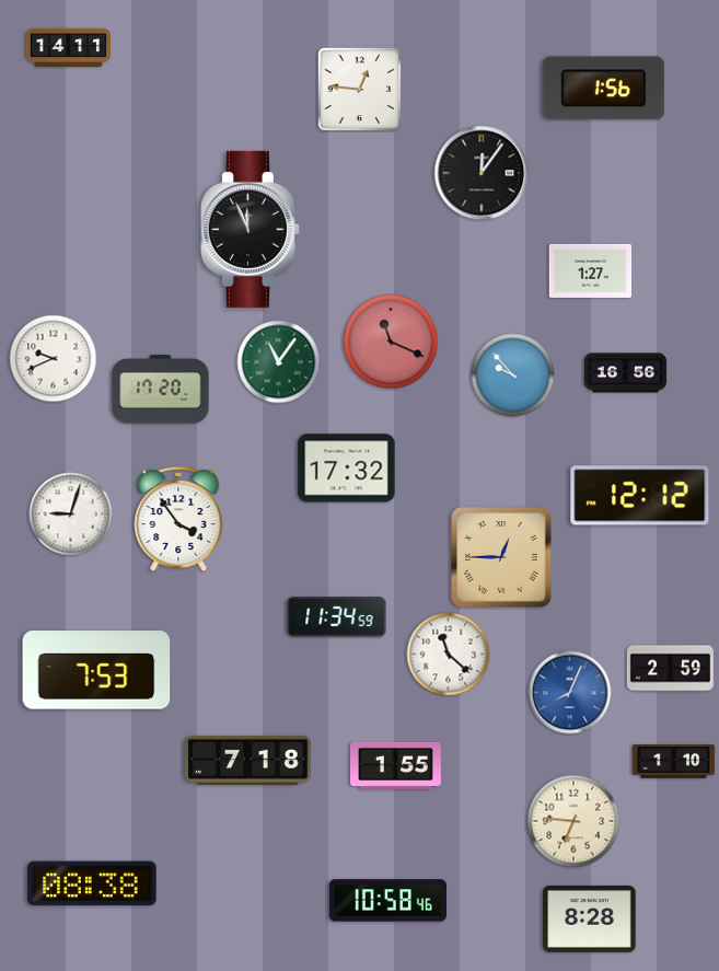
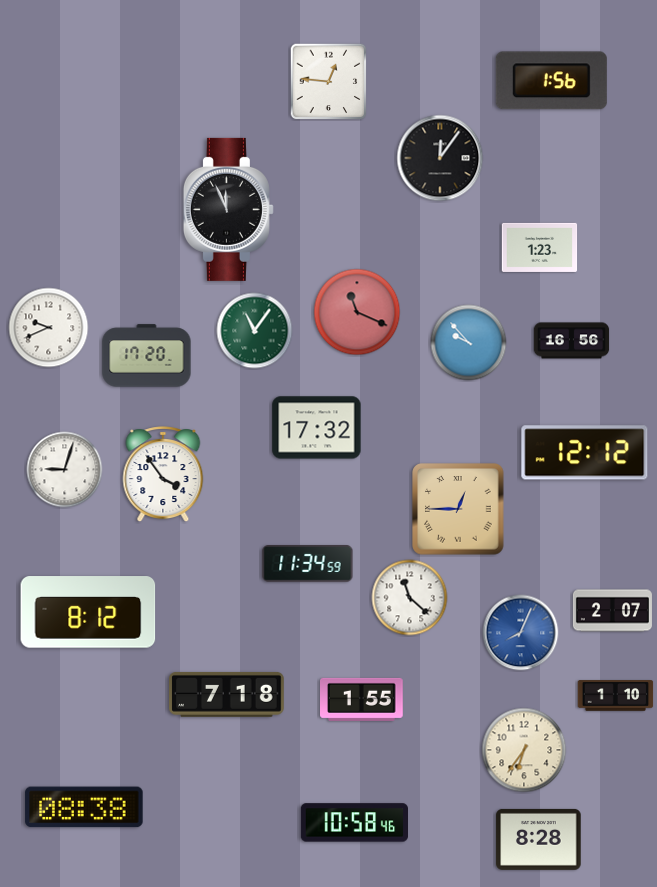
clock at (68, 47): 14:11 -> none
clock at (591, 270): 1:27 -> 1:23
clock at (670, 669): 2:59 -> 2:07
clock at (96, 670): 7:53 -> 8:12
clock at (573, 821): 6:46 -> 6:36
